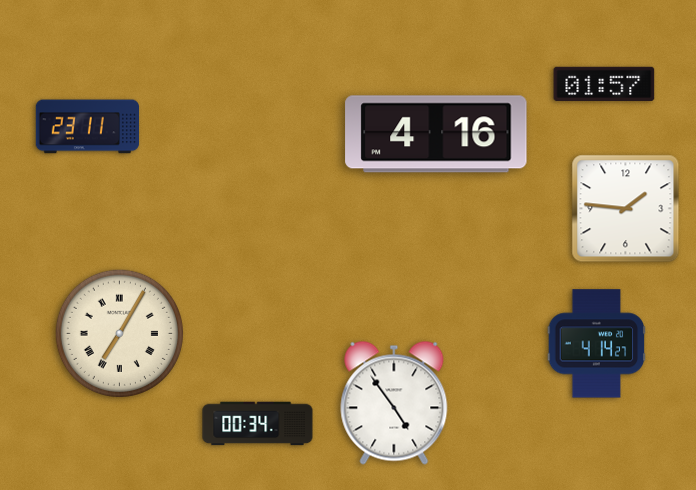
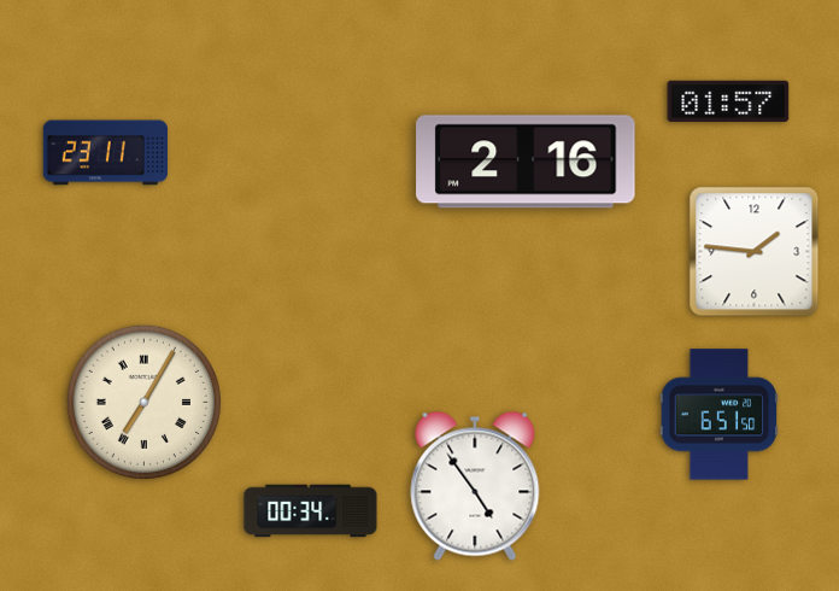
clock at (436, 134): 4:16 -> 2:16
clock at (597, 344): 4:14 -> 6:51
